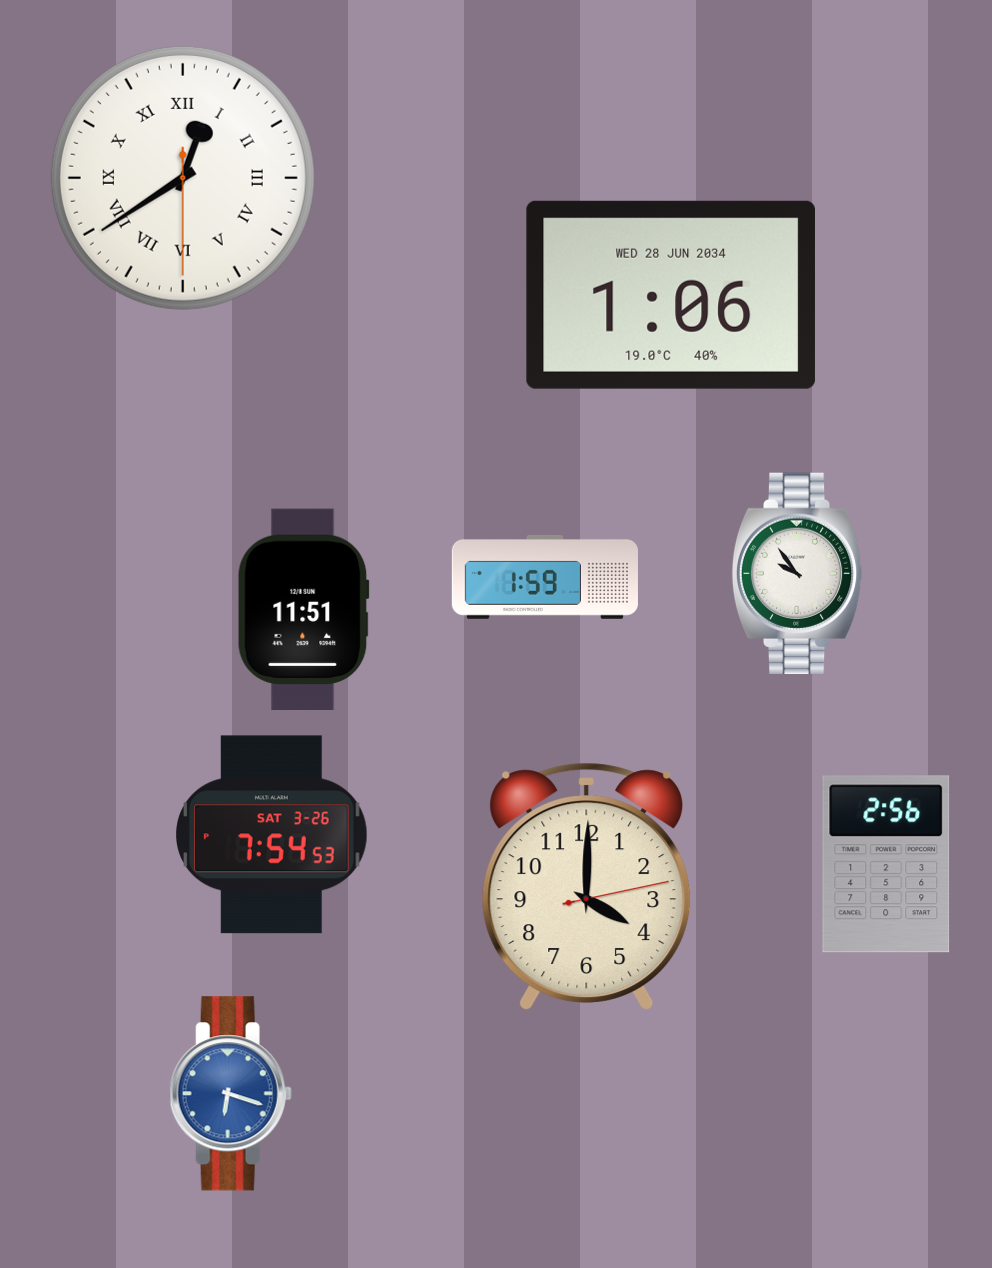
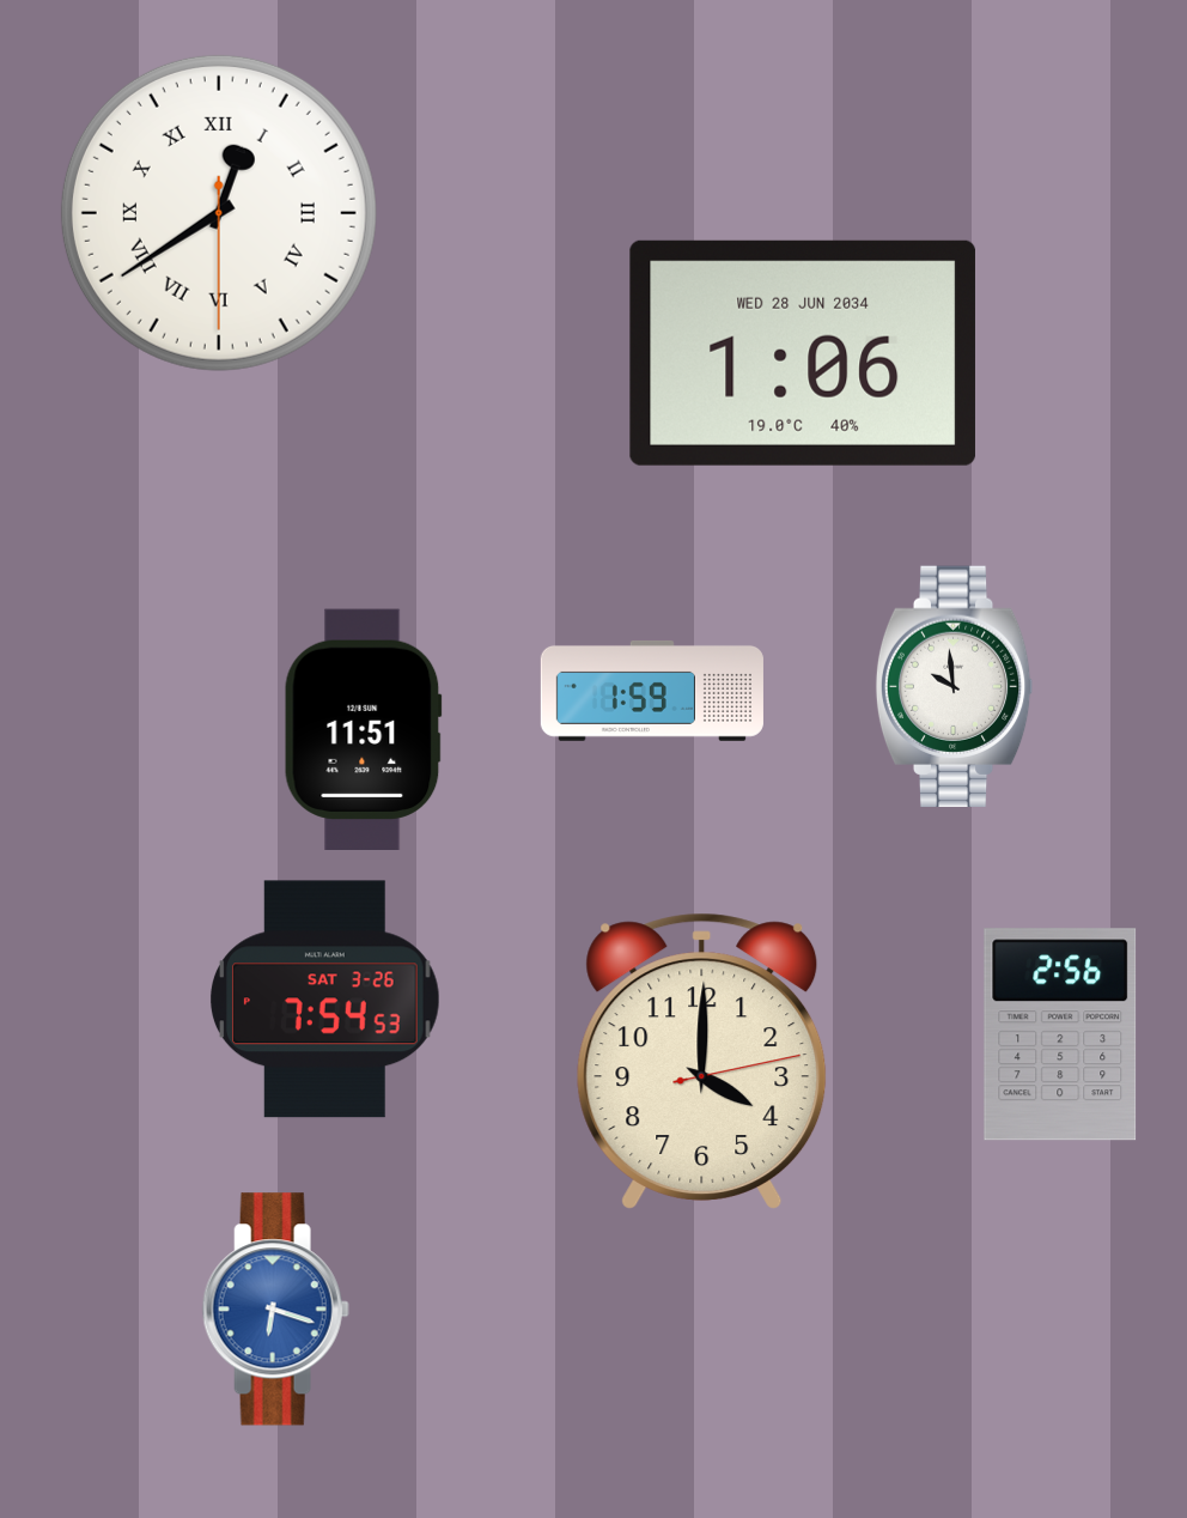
clock at (798, 573): 9:54 -> 9:59
